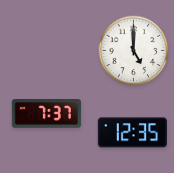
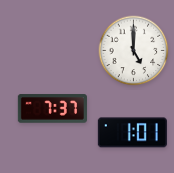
clock at (46, 114) position: (46, 114) -> (52, 109)
clock at (132, 133): 12:35 -> 1:01
